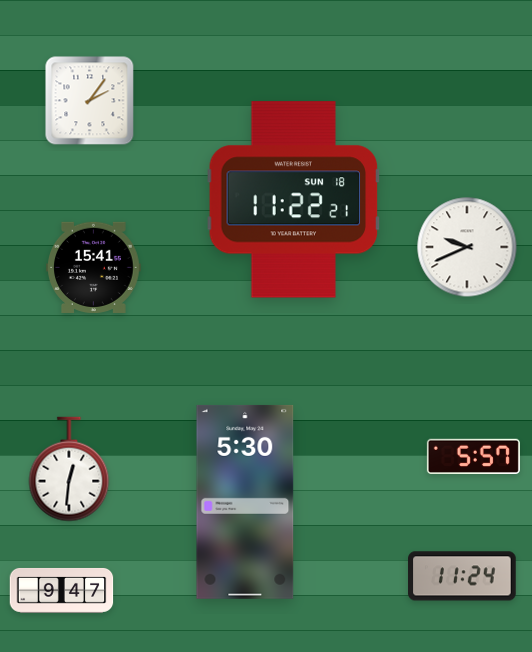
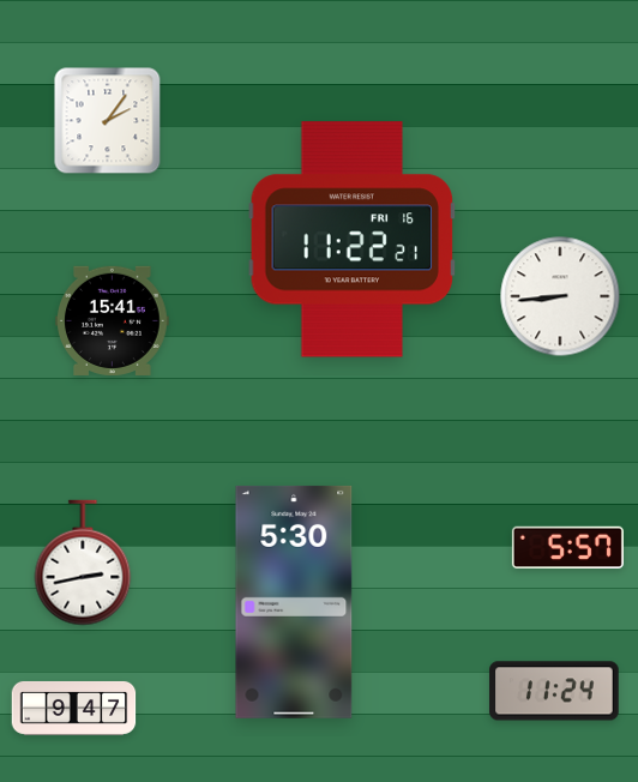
clock at (294, 200) date: SUN 18 -> FRI 16
clock at (467, 247): 9:41 -> 8:44
clock at (69, 469): 12:31 -> 2:43
